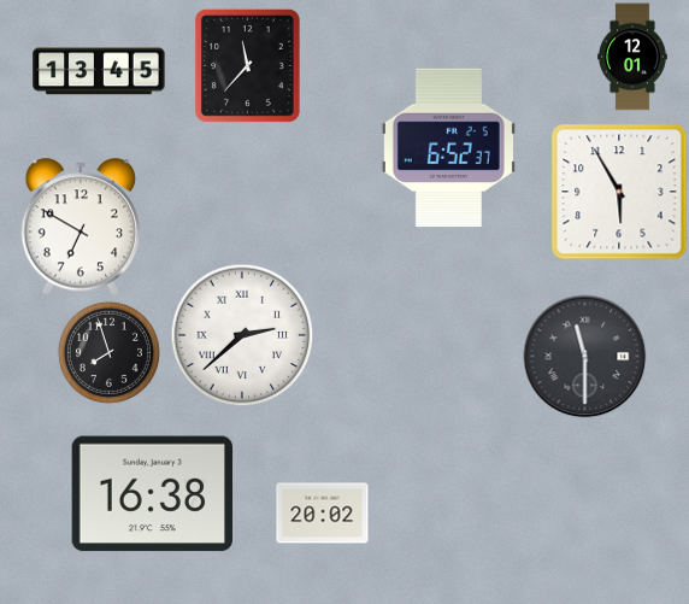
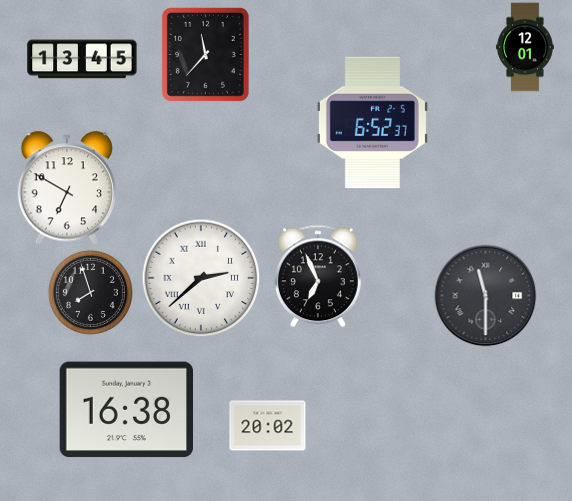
clock at (619, 192): 5:55 -> none
clock at (318, 276): none -> 6:56
